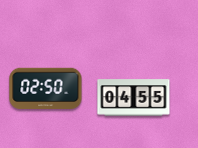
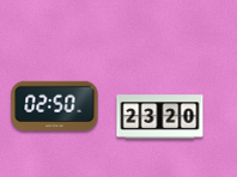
clock at (134, 98): 04:55 -> 23:20
